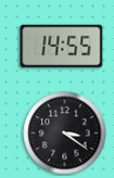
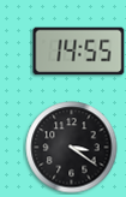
clock at (62, 47) position: (62, 47) -> (79, 52)
